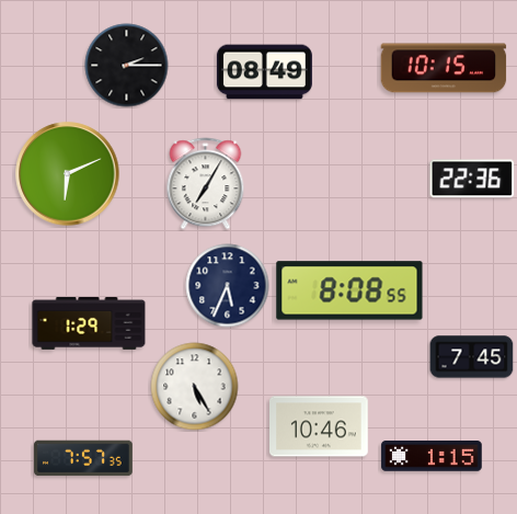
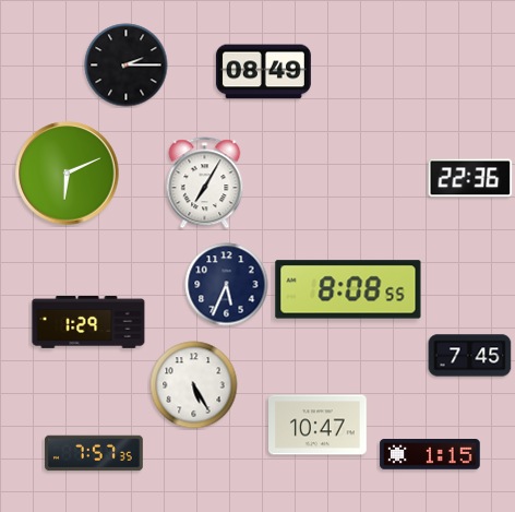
clock at (444, 68): 10:15 -> none
clock at (320, 426): 10:46 -> 10:47
clock at (83, 458) position: (83, 458) -> (94, 453)
